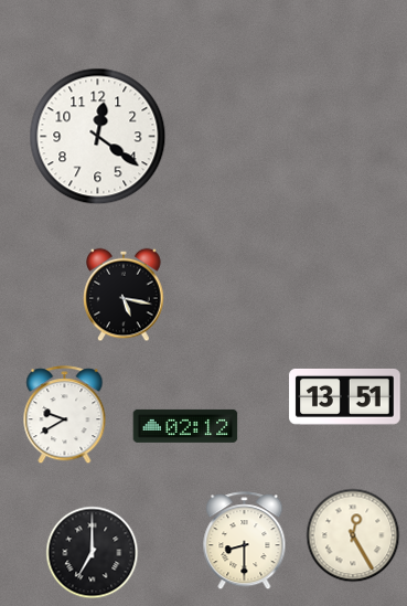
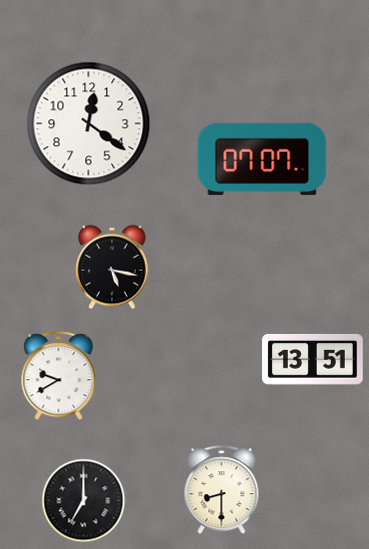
clock at (262, 159): none -> 07:07
clock at (185, 426): 02:12 -> none
clock at (353, 535): 12:25 -> none
